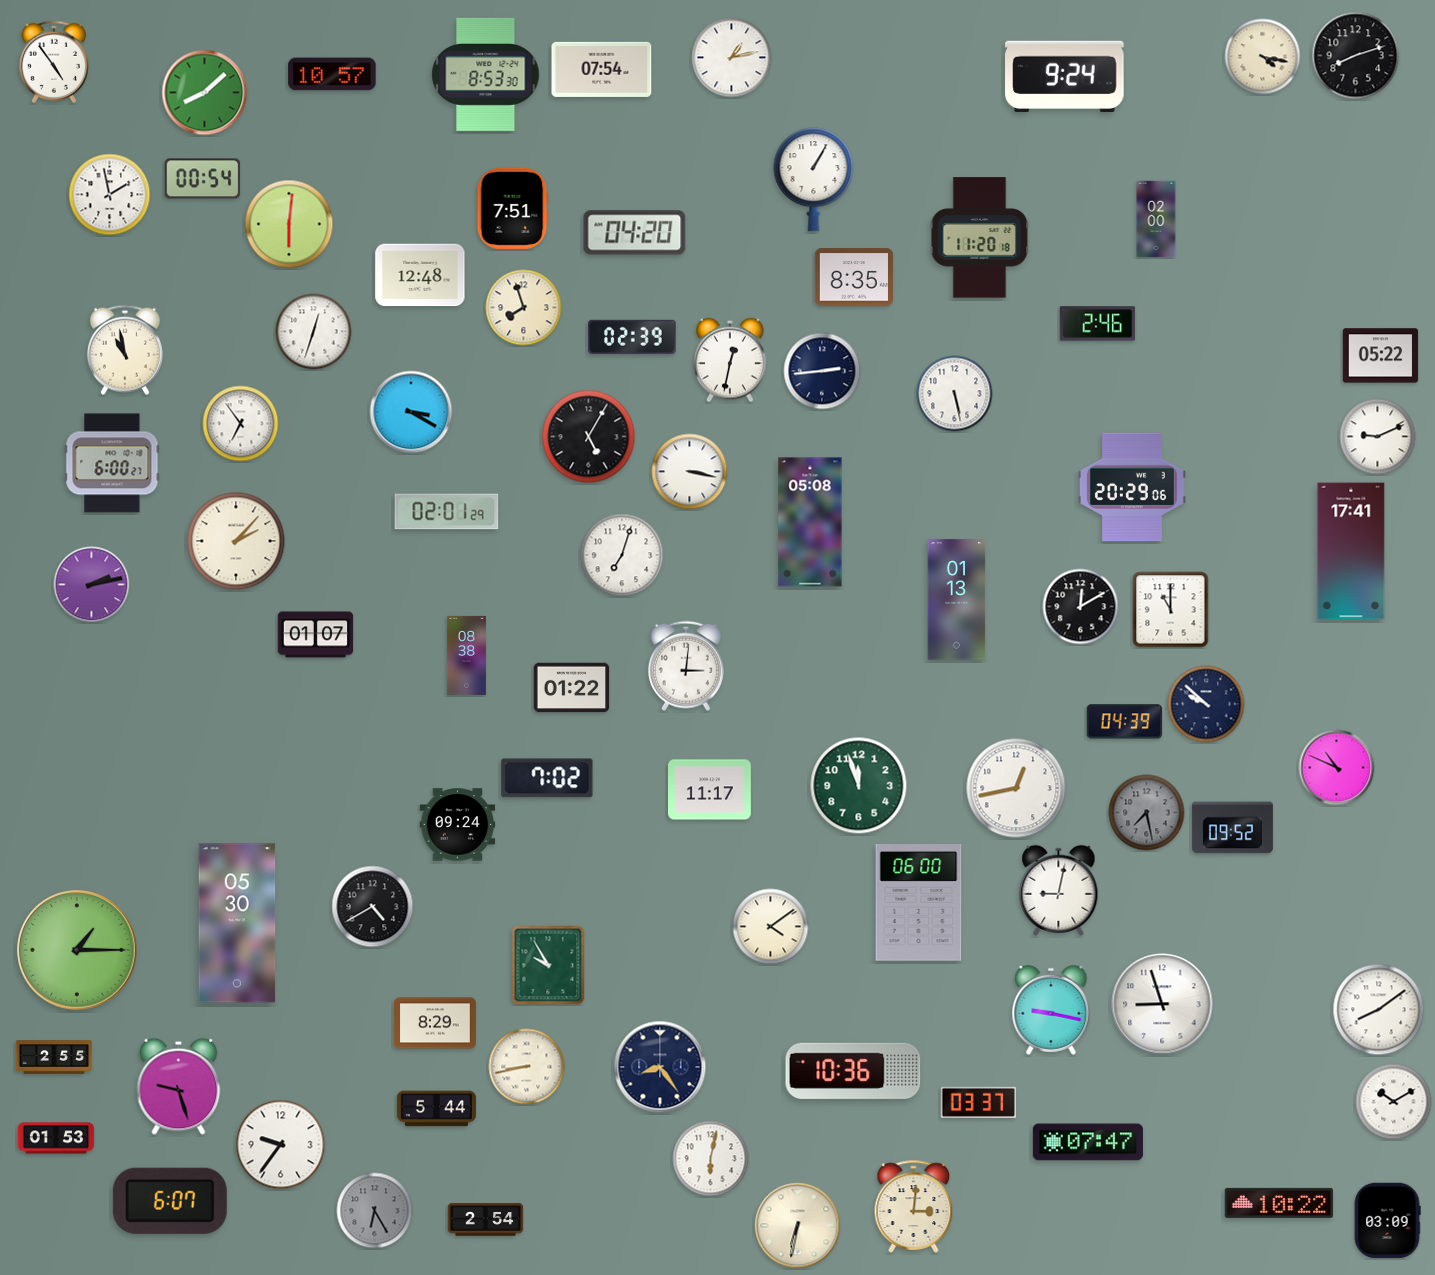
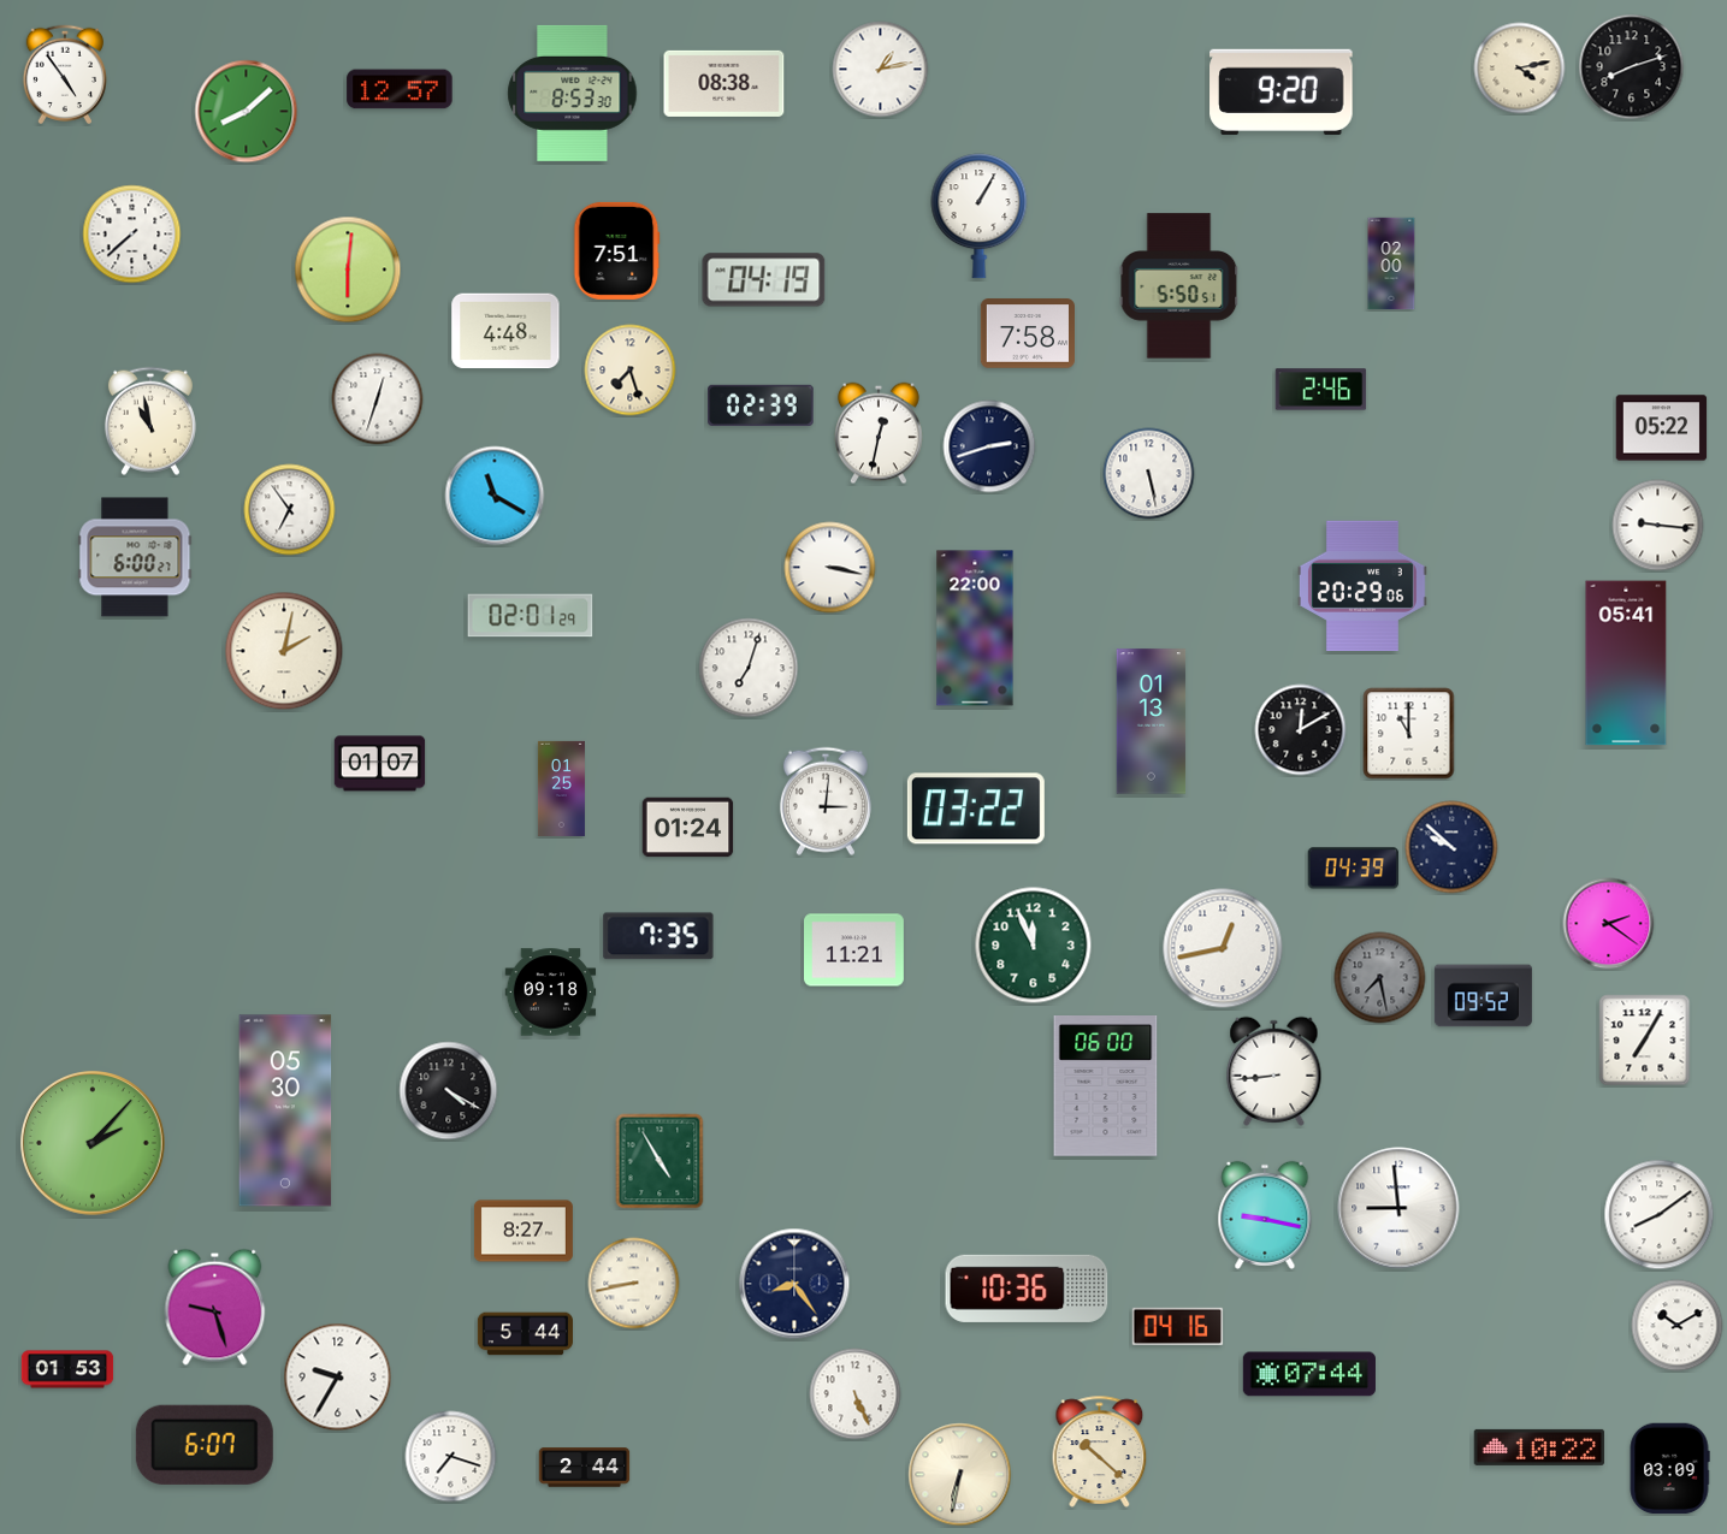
clock at (1263, 57): 4:17 -> 4:13
clock at (602, 69): 07:54 -> 08:38
clock at (332, 74): 10:57 -> 12:57
clock at (486, 74) position: (486, 74) -> (573, 93)
clock at (1065, 76): 9:24 -> 9:20
clock at (203, 179): 00:54 -> none
clock at (110, 195): 1:58 -> 7:38
clock at (635, 233): 04:20 -> 04:19
clock at (980, 238): 11:20 -> 5:50
clock at (420, 275): 12:48 -> 4:48
clock at (854, 277): 8:35 -> 7:58
clock at (524, 308): 7:57 -> 7:27
clock at (822, 371): 2:44 -> 2:42
clock at (411, 412): 3:20 -> 11:20
clock at (589, 437): 5:05 -> none
clock at (1378, 437): 9:11 -> 9:16
clock at (447, 512) position: (447, 512) -> (531, 616)
clock at (810, 522): 05:08 -> 22:00
clock at (236, 541): 2:07 -> 2:02
clock at (1351, 551): 17:41 -> 05:41
clock at (92, 585): 2:13 -> none
clock at (466, 655): 08:38 -> 01:25
clock at (976, 809): none -> 03:22
clock at (572, 688): 01:22 -> 01:24
clock at (1337, 768): 10:49 -> 2:21
clock at (547, 778): 7:02 -> 7:35
clock at (859, 786): 11:57 -> 11:56
clock at (710, 790): 11:17 -> 11:21
clock at (458, 825): 09:24 -> 09:18
clock at (1645, 1041): none -> 7:05
clock at (1059, 890): 9:02 -> 8:44
clock at (373, 907): 4:40 -> 4:20
clock at (771, 927): 4:09 -> none
clock at (77, 950): 1:15 -> 2:07
clock at (548, 965): 9:55 -> 4:55
clock at (1162, 1004): 8:57 -> 8:59
clock at (435, 1023): 8:29 -> 8:27
clock at (54, 1057): 2:55 -> none
clock at (979, 1102): 03:37 -> 04:16
clock at (1088, 1142): 07:47 -> 07:44
clock at (281, 1145): 9:36 -> 9:35
clock at (711, 1159): 6:02 -> 5:26
clock at (914, 1206): 3:01 -> 10:22
clock at (375, 1211): 6:25 -> 7:18
clock at (375, 1211) dial: grey -> white
clock at (486, 1220): 2:54 -> 2:44
